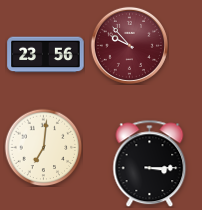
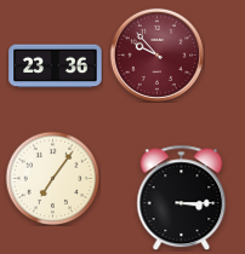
clock at (46, 55): 23:56 -> 23:36
clock at (43, 147): 7:01 -> 7:06
